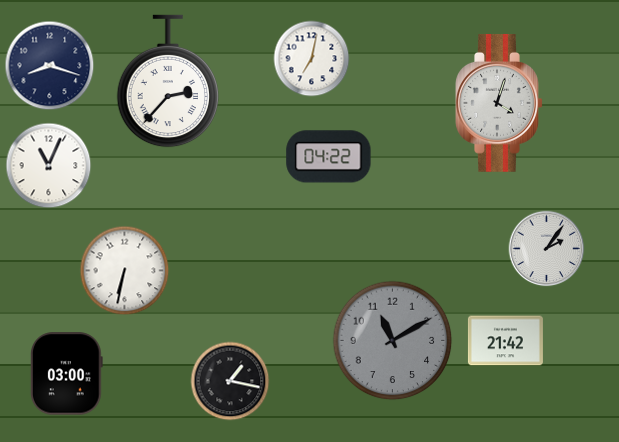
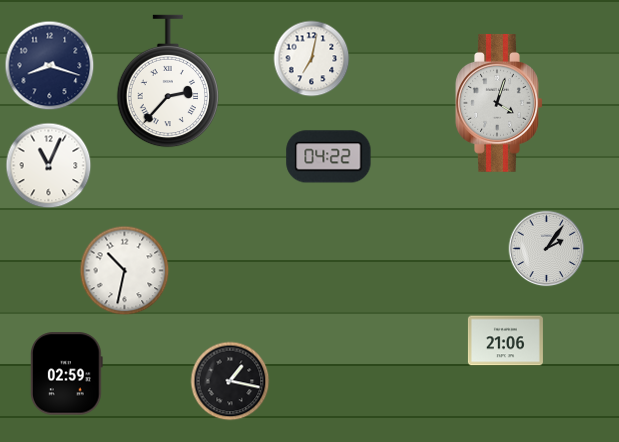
clock at (125, 271): 6:32 -> 10:32
clock at (393, 341): 11:10 -> none
clock at (505, 341): 21:42 -> 21:06
clock at (66, 374): 03:00 -> 02:59
